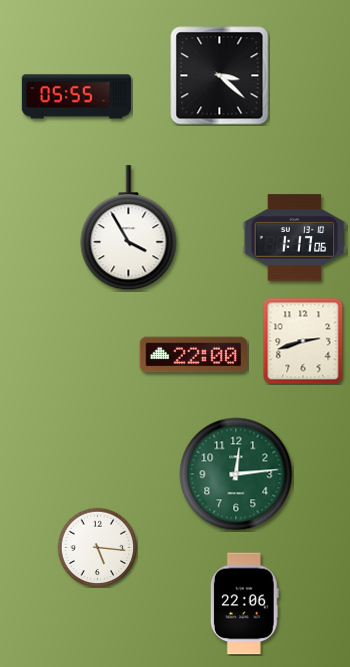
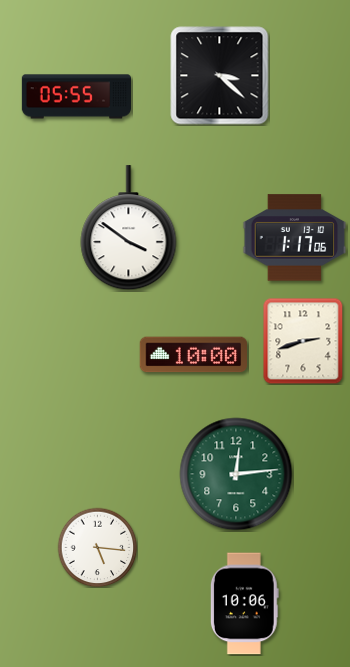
clock at (129, 228): 3:55 -> 3:51
clock at (193, 355): 22:00 -> 10:00
clock at (244, 604): 22:06 -> 10:06
